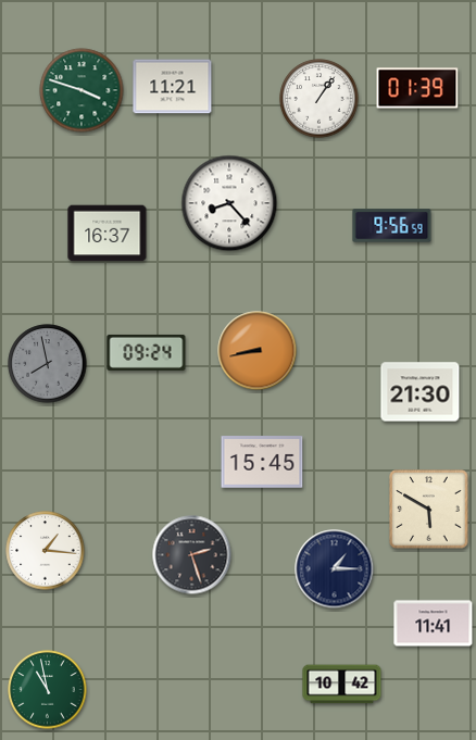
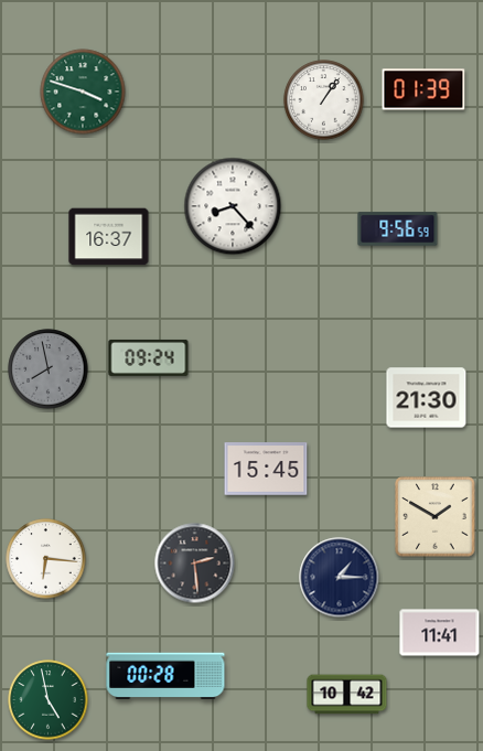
clock at (173, 87): 11:21 -> none
clock at (258, 351): 8:43 -> none
clock at (429, 510): 5:50 -> 1:50
clock at (46, 551): 1:16 -> 6:16
clock at (192, 555): 2:27 -> 2:29
clock at (165, 676): none -> 00:28
clock at (48, 690): 10:58 -> 4:58
